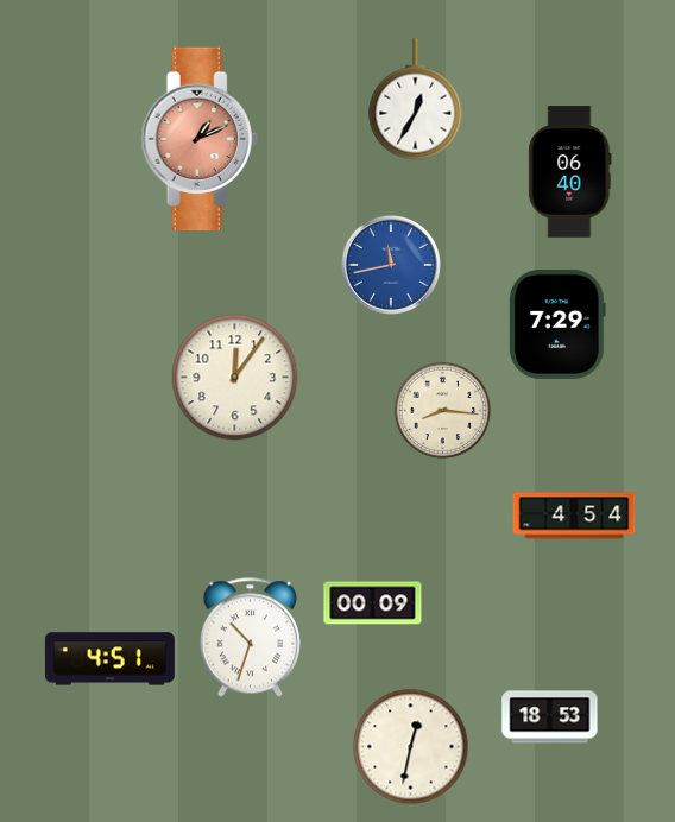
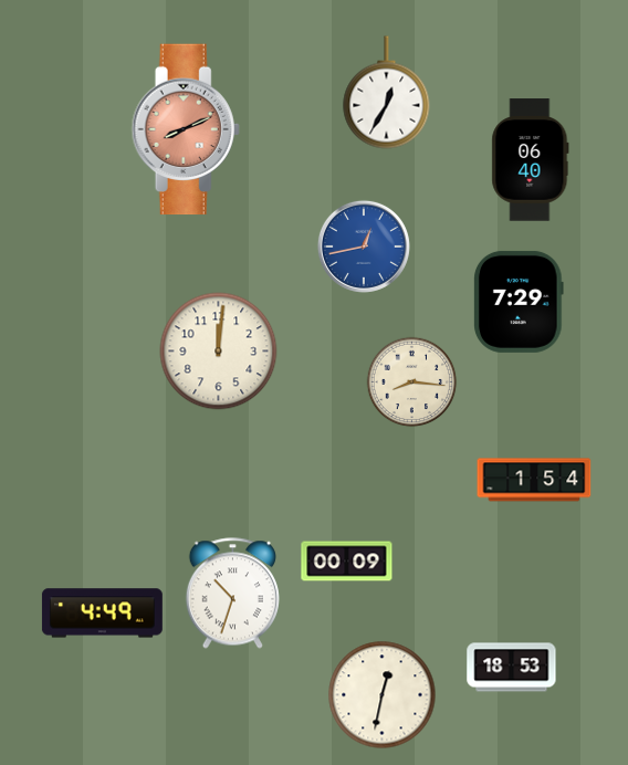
clock at (200, 139): 1:11 -> 8:11
clock at (391, 265): 11:43 -> 12:43
clock at (235, 378): 12:06 -> 12:01
clock at (574, 516): 4:54 -> 1:54
clock at (109, 659): 4:51 -> 4:49
